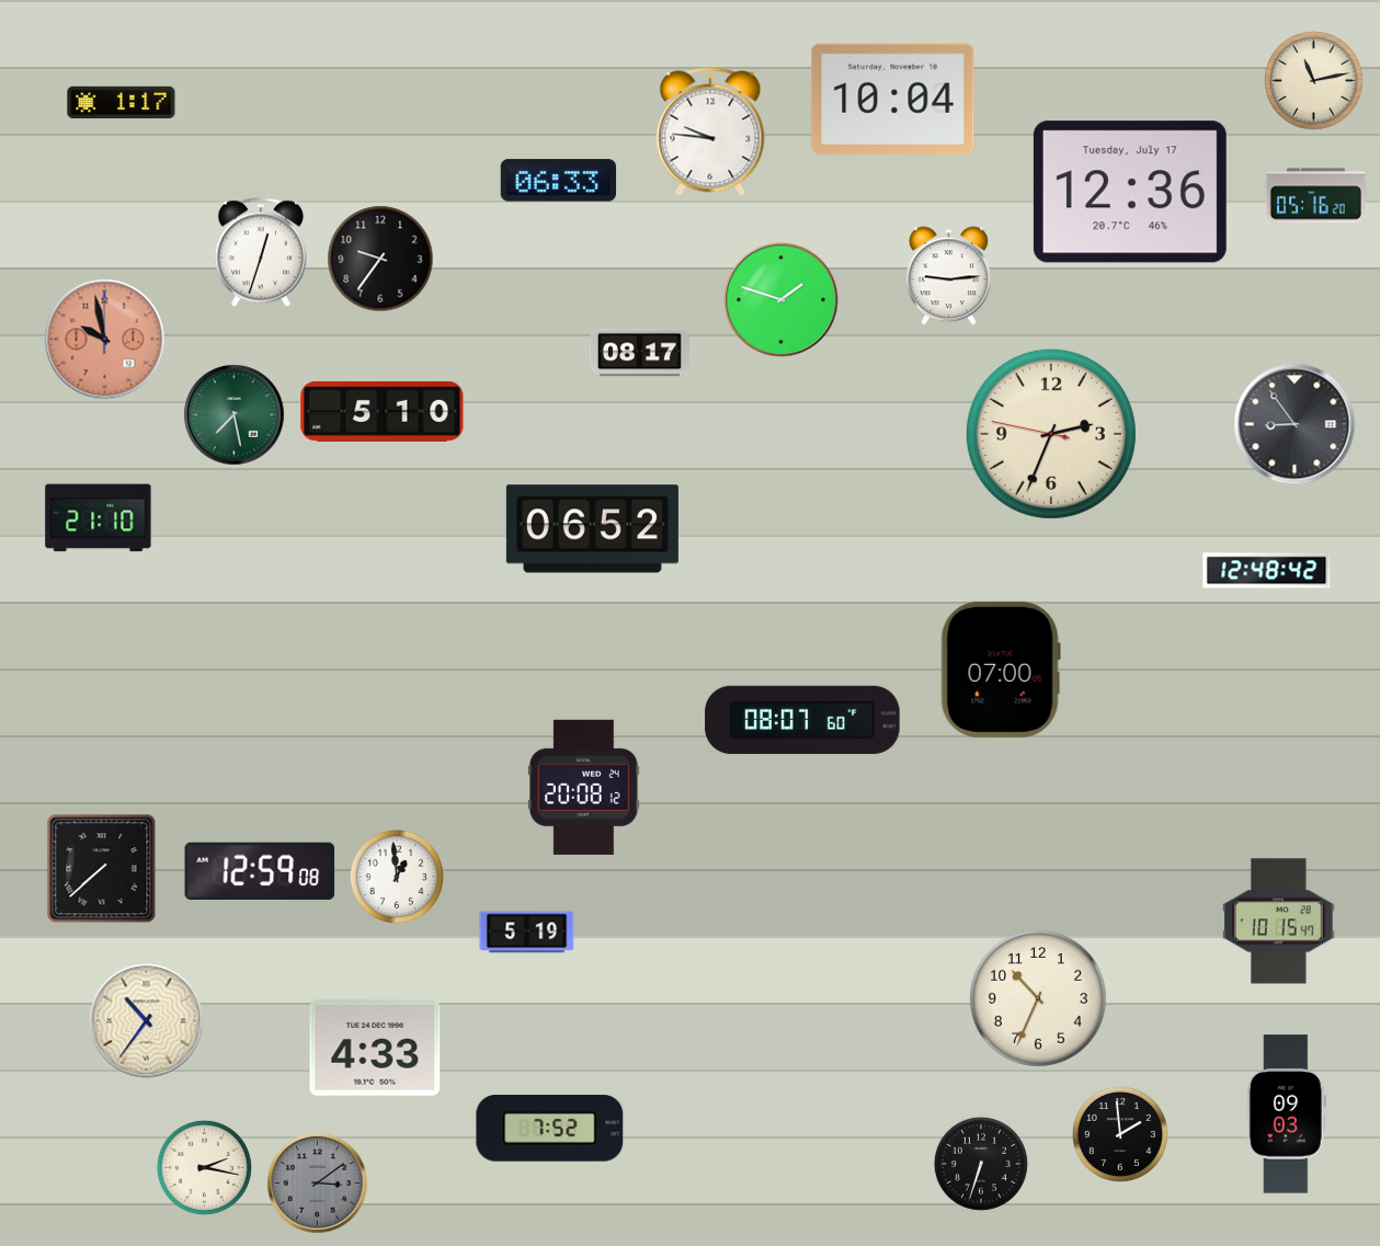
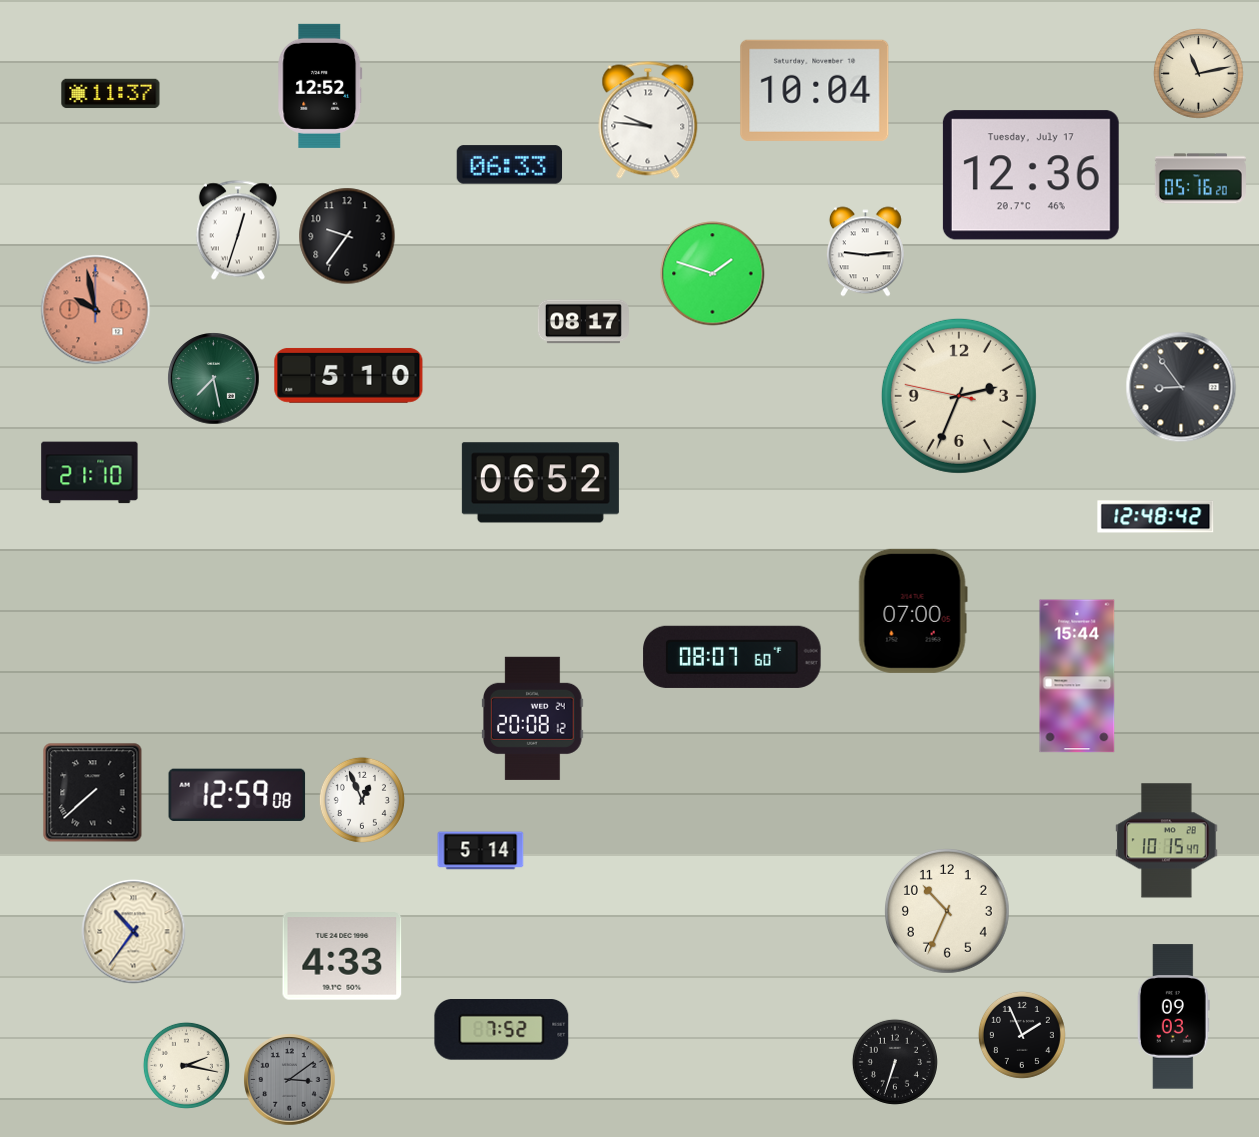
clock at (320, 86): none -> 12:52
clock at (122, 103): 1:17 -> 11:37
clock at (1267, 571) position: (1267, 571) -> (1156, 517)
clock at (1077, 676): none -> 15:44
clock at (397, 877): 12:59 -> 12:56
clock at (527, 933): 5:19 -> 5:14
clock at (1120, 1134): 1:59 -> 1:56
